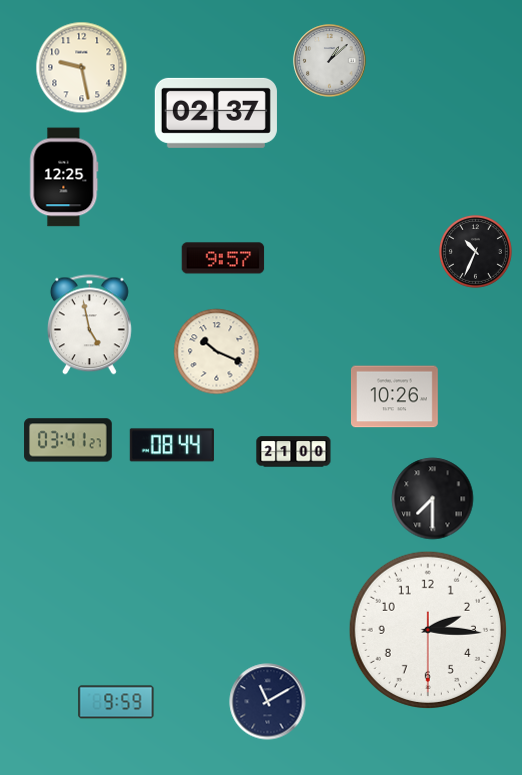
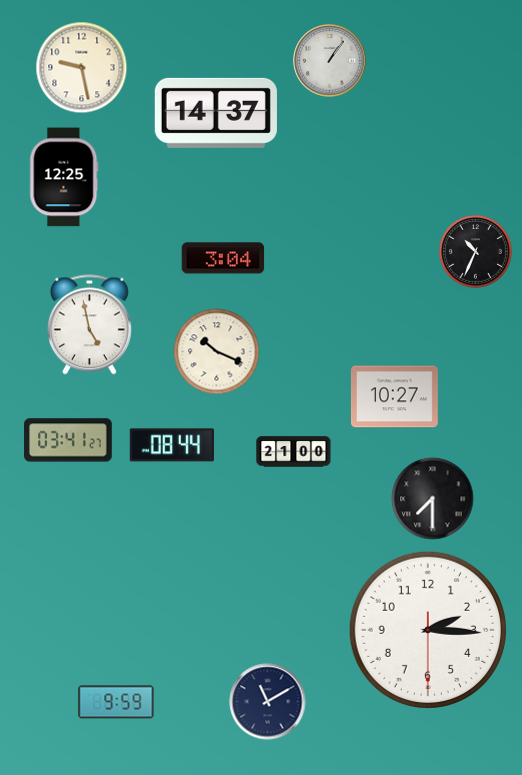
clock at (330, 61): 1:08 -> 1:06
clock at (216, 113): 02:37 -> 14:37
clock at (223, 258): 9:57 -> 3:04
clock at (394, 397): 10:26 -> 10:27
